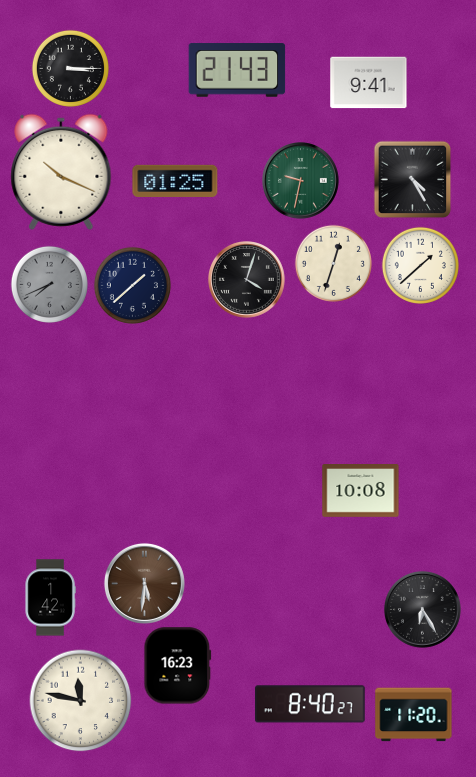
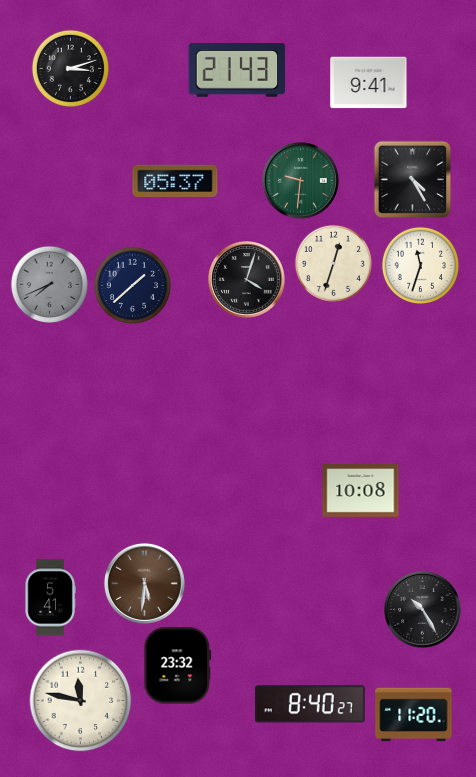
clock at (70, 68): 3:15 -> 3:12
clock at (61, 172): 10:19 -> none
clock at (175, 181): 01:25 -> 05:37
clock at (301, 181): 9:32 -> 9:31
clock at (420, 265): 1:38 -> 11:33
clock at (50, 598): 1:42 -> 5:41
clock at (423, 610): 6:25 -> 10:25
clock at (178, 666): 16:23 -> 23:32
